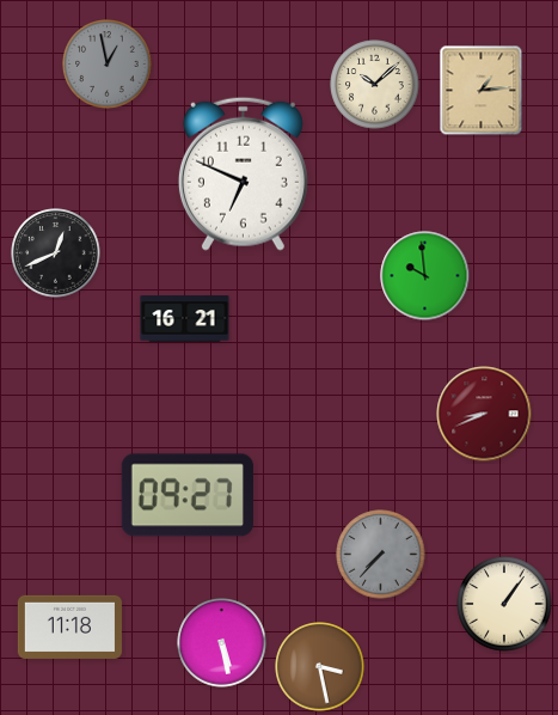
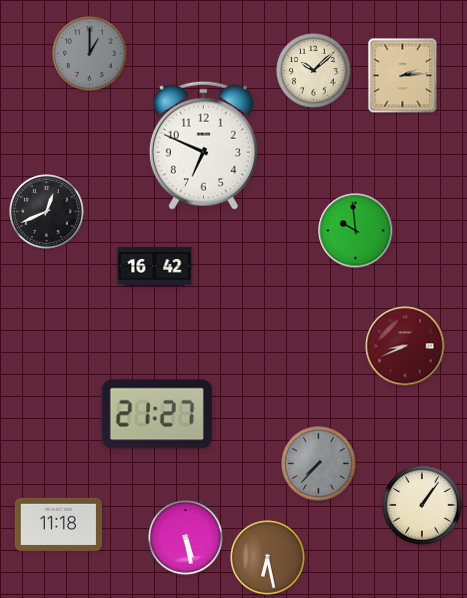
clock at (108, 65): 12:58 -> 1:00
clock at (482, 91): 1:14 -> 2:14
clock at (185, 319): 16:21 -> 16:42
clock at (188, 495): 09:27 -> 21:27
clock at (320, 667): 3:28 -> 6:28
